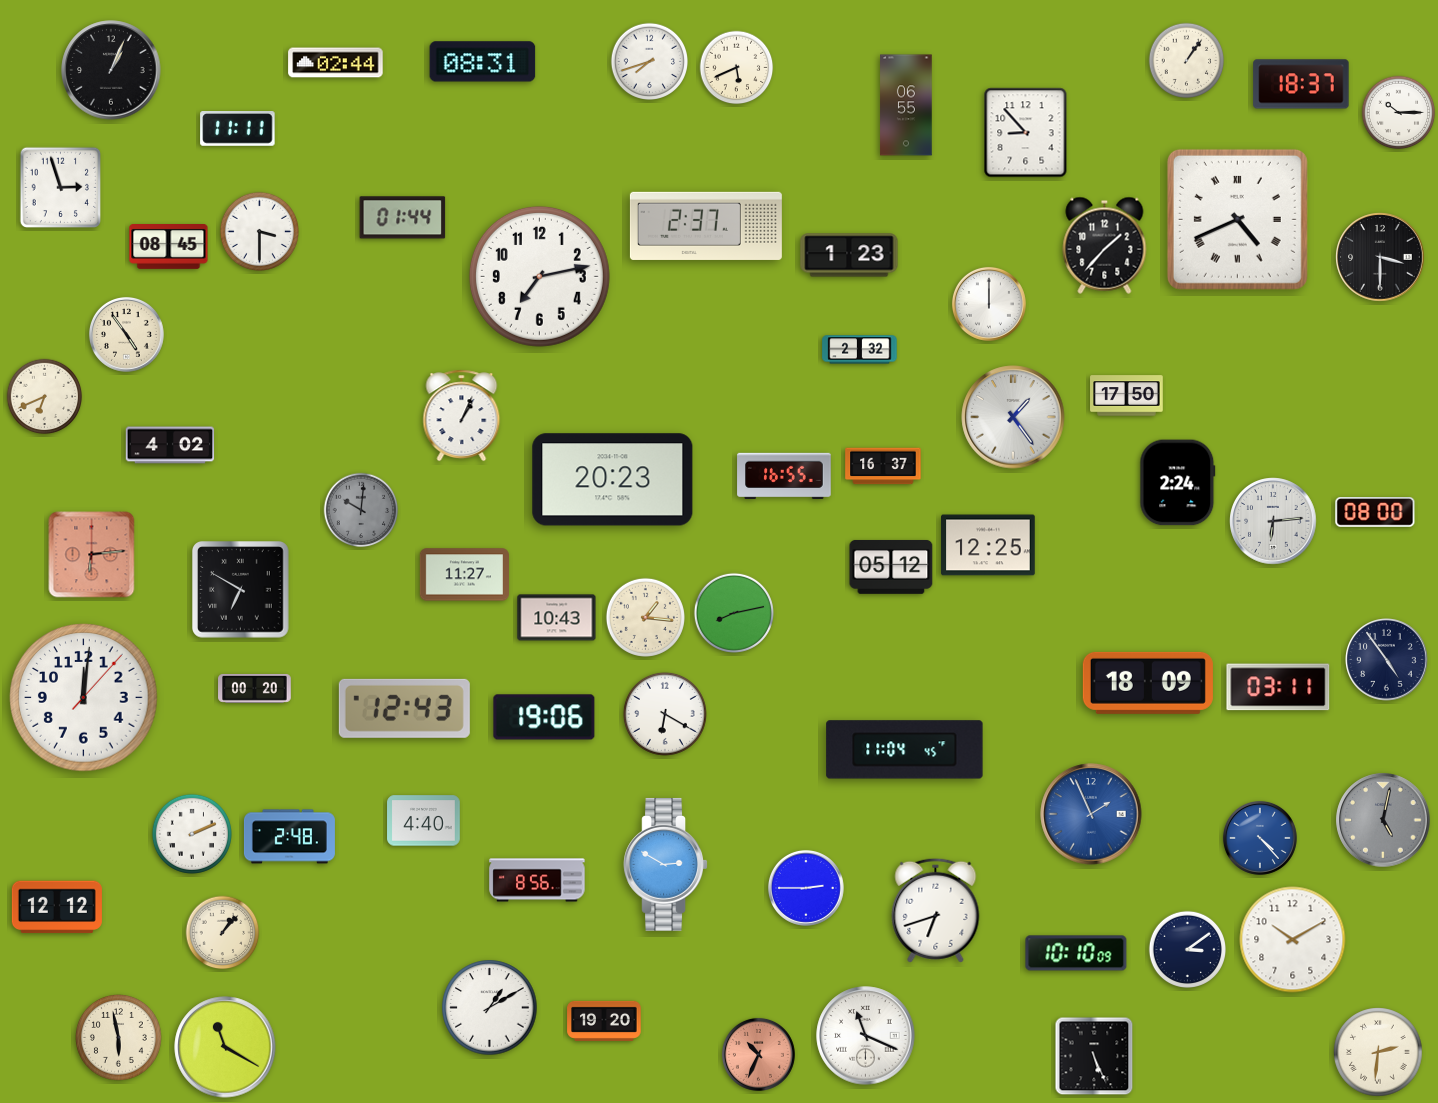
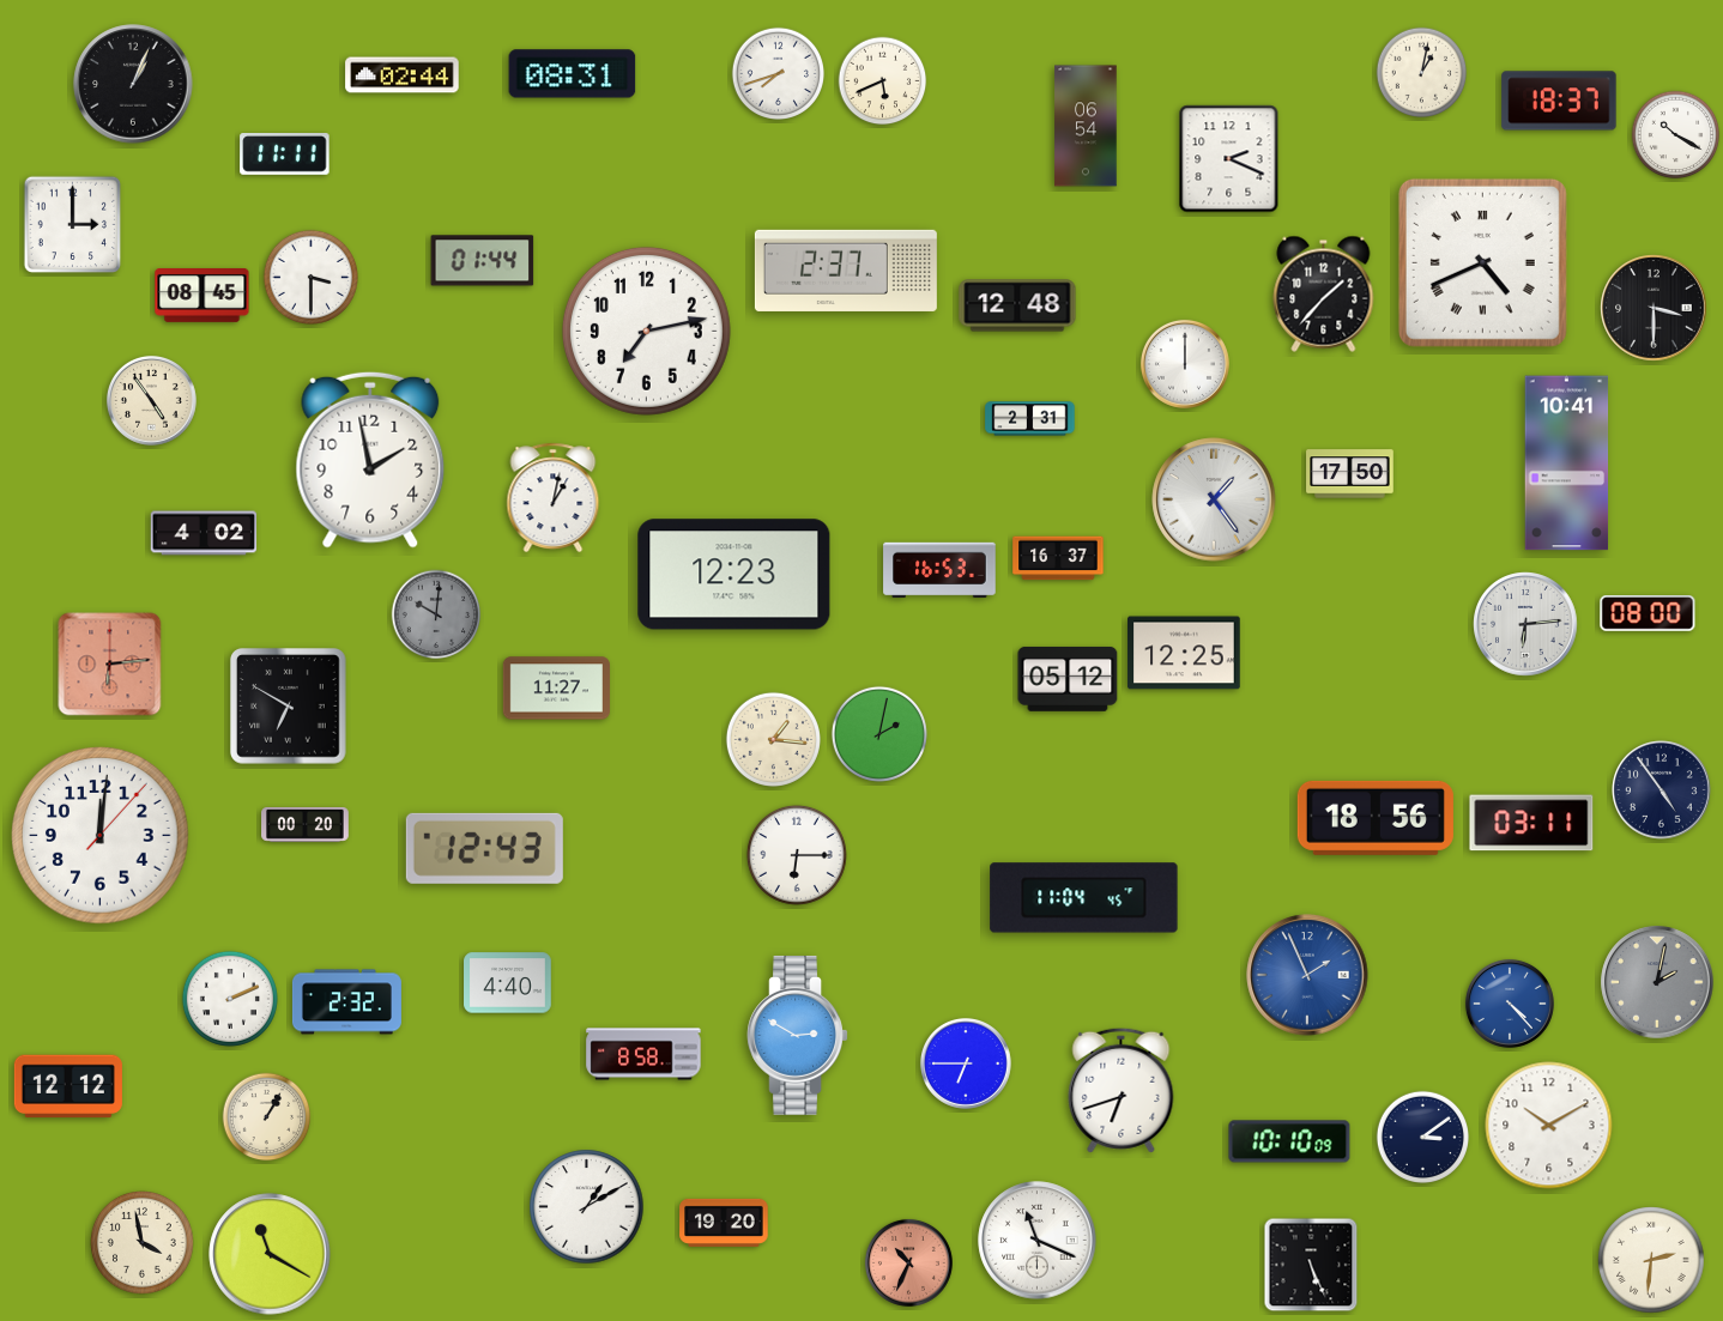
clock at (1187, 61): 1:06 -> 1:02
clock at (483, 62) position: (483, 62) -> (573, 74)
clock at (906, 105): 06:55 -> 06:54
clock at (1399, 113): 10:15 -> 10:20
clock at (1026, 133): 8:53 -> 2:19
clock at (60, 187): 2:57 -> 3:00
clock at (849, 255): 1:23 -> 12:48
clock at (860, 350): 2:32 -> 2:31
clock at (370, 460): none -> 1:58
clock at (1567, 463): none -> 10:41
clock at (45, 397): 6:41 -> none
clock at (462, 416): 1:04 -> 1:02
clock at (784, 476): 16:55 -> 16:53
clock at (613, 480): 20:23 -> 12:23
clock at (1178, 483): 2:24 -> none
clock at (361, 510) position: (361, 510) -> (436, 614)
clock at (734, 613): 8:13 -> 2:02
clock at (557, 618): 10:43 -> none
clock at (1148, 683): 18:09 -> 18:56
clock at (665, 714): 6:20 -> 6:15
clock at (544, 717): 19:06 -> none
clock at (1383, 820): 5:02 -> 2:02
clock at (289, 837): 2:48 -> 2:32
clock at (537, 880): 8:56 -> 8:58
clock at (806, 888): 2:45 -> 6:45
clock at (223, 933): 1:07 -> 1:05
clock at (119, 1038): 5:58 -> 3:58
